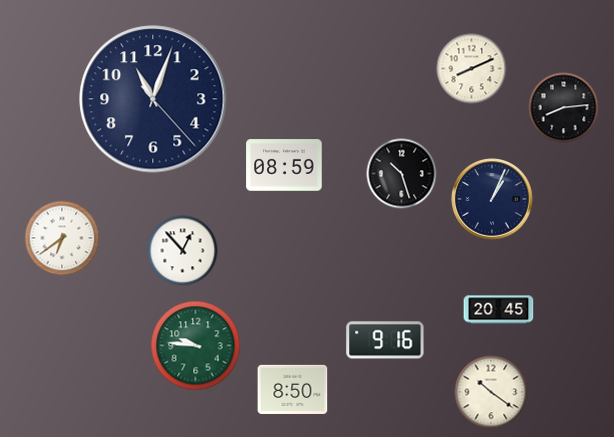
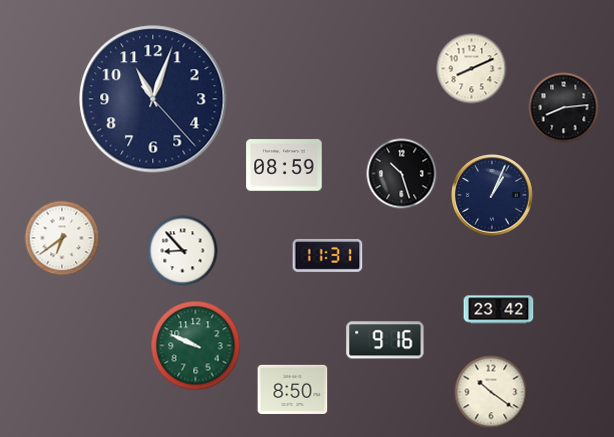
clock at (492, 199) position: (492, 199) -> (492, 195)
clock at (183, 251): 12:53 -> 8:53
clock at (328, 255): none -> 11:31
clock at (499, 310): 20:45 -> 23:42
clock at (196, 346): 9:46 -> 9:49
